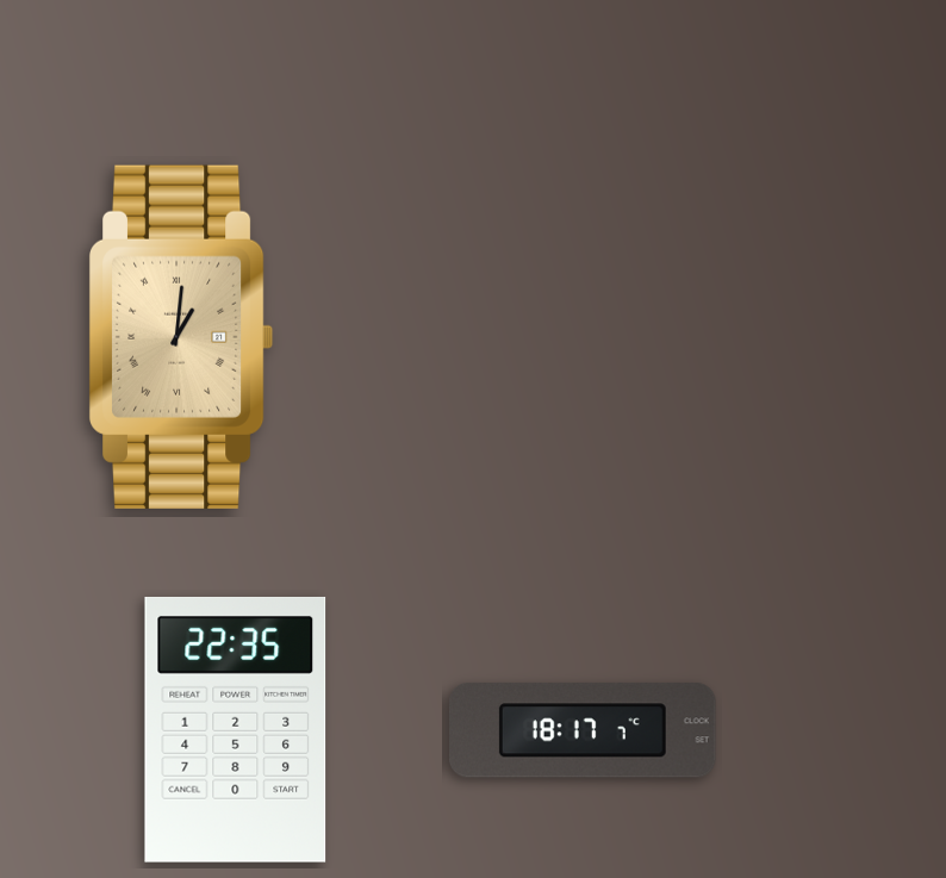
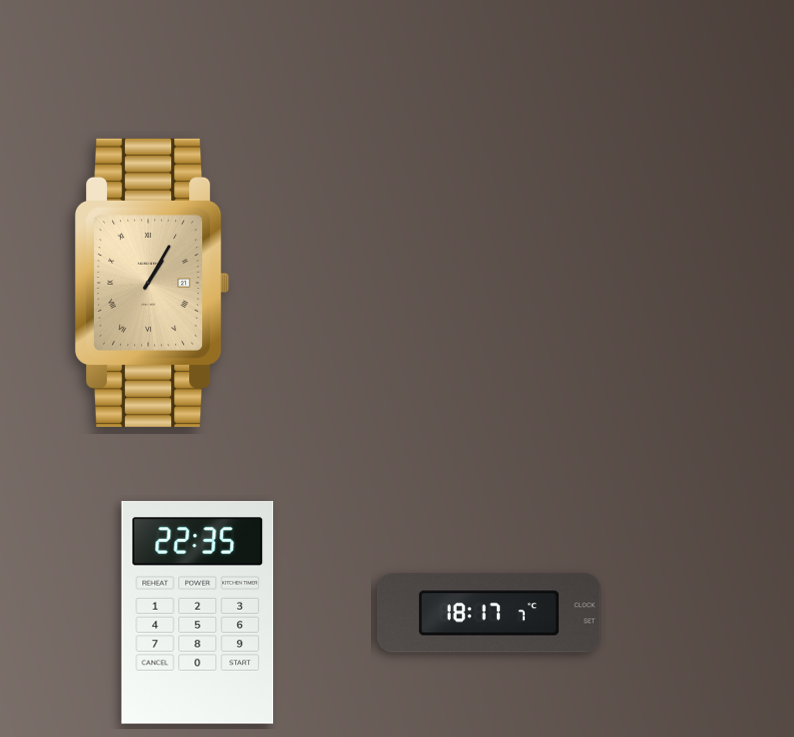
clock at (182, 337): 1:01 -> 1:05
